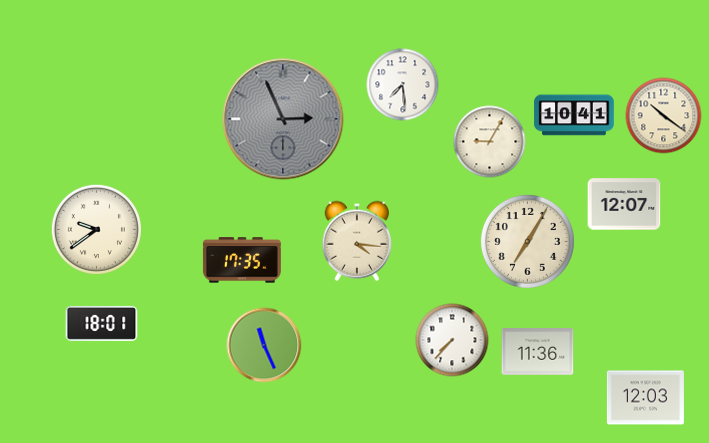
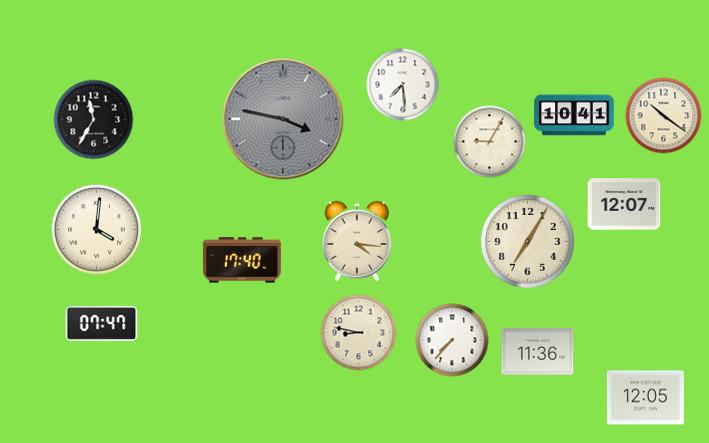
clock at (283, 119): 2:56 -> 3:47
clock at (94, 120): none -> 11:35
clock at (96, 229): 9:39 -> 4:01
clock at (242, 260): 17:35 -> 17:40
clock at (102, 323): 18:01 -> 07:47
clock at (359, 333): none -> 8:47
clock at (264, 345): 11:26 -> none
clock at (645, 398): 12:03 -> 12:05
